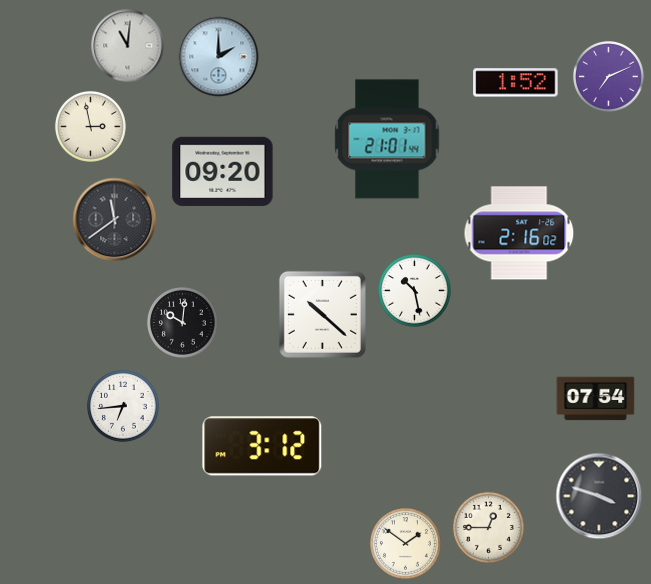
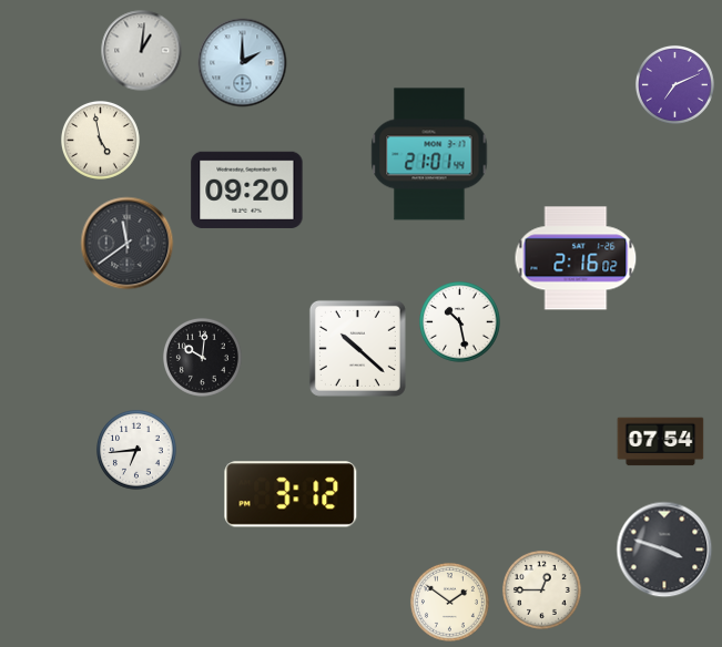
clock at (128, 46): 11:01 -> 1:01
clock at (516, 83): 1:52 -> none
clock at (90, 126): 2:58 -> 4:58
clock at (488, 527) position: (488, 527) -> (541, 589)
